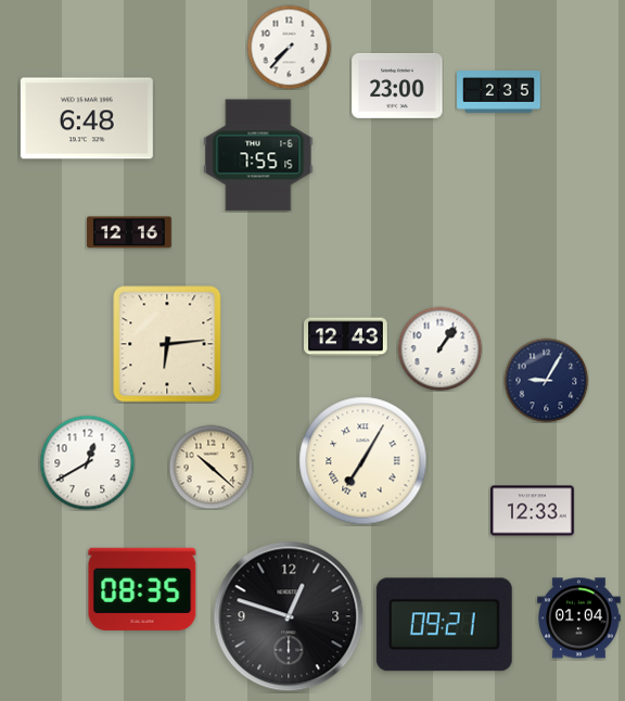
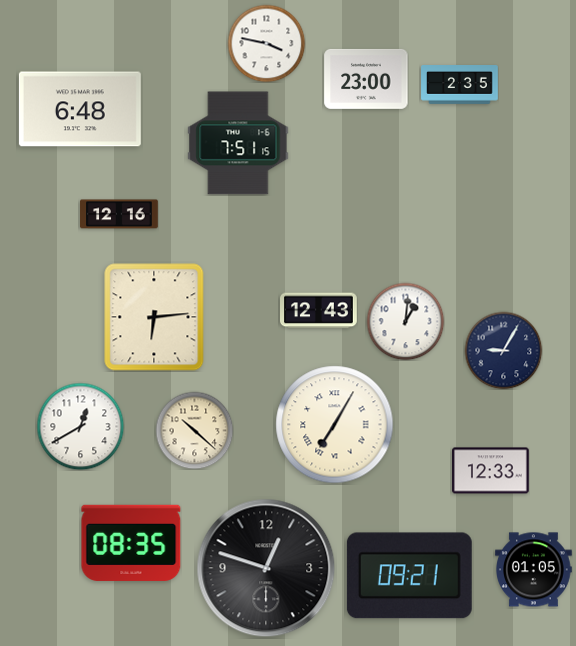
clock at (289, 47): 7:37 -> 3:47
clock at (258, 155): 7:55 -> 7:51
clock at (439, 348): 1:06 -> 1:01
clock at (579, 619): 01:04 -> 01:05
